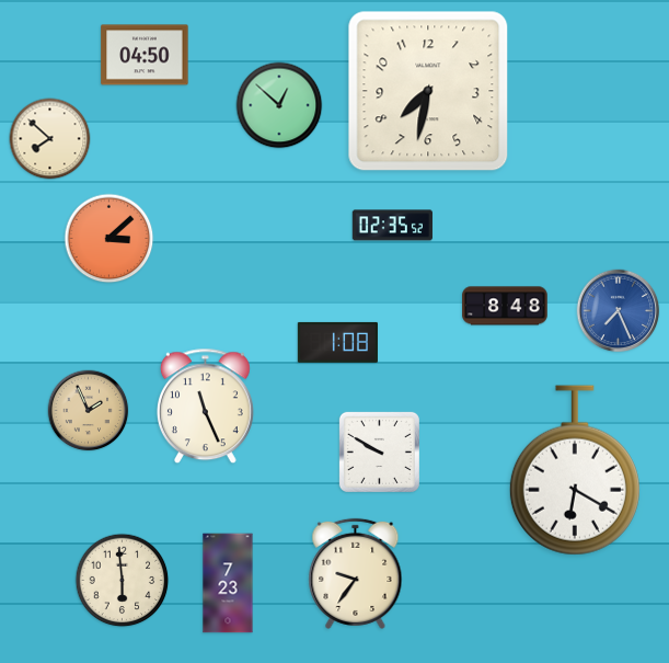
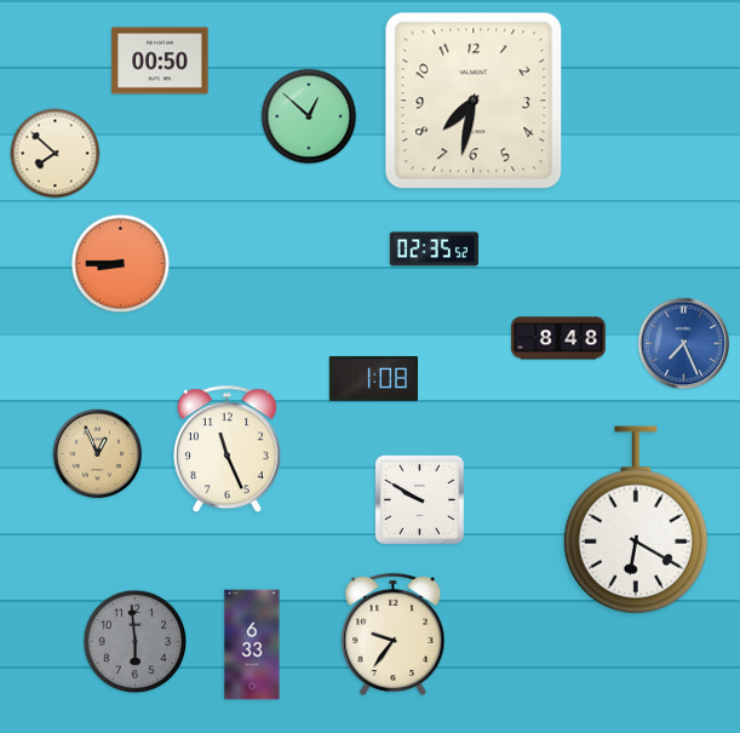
clock at (145, 55): 04:50 -> 00:50
clock at (109, 239): 3:08 -> 8:45
clock at (89, 411): 1:56 -> 12:56
clock at (123, 581) dial: cream -> grey
clock at (228, 583): 7:23 -> 6:33
